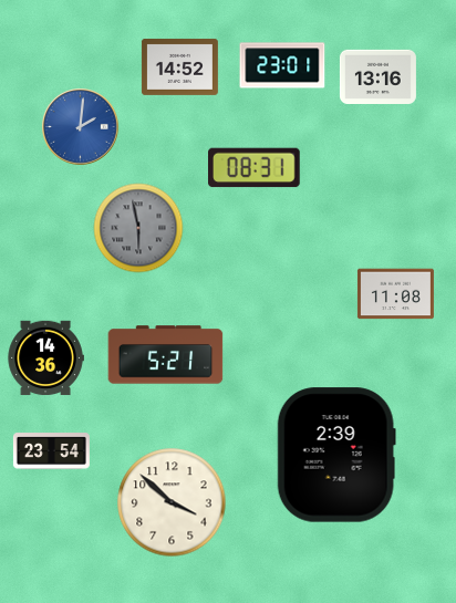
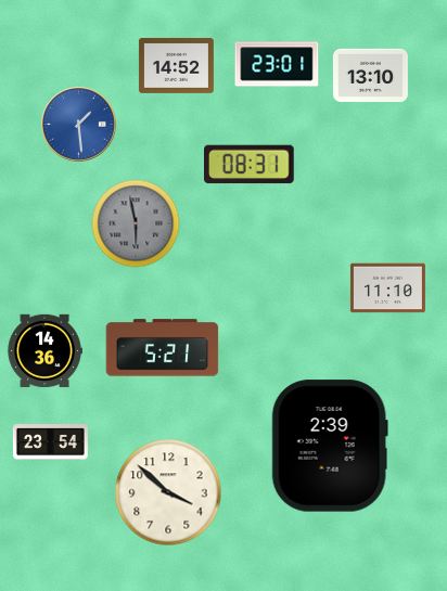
clock at (377, 76): 13:16 -> 13:10
clock at (81, 127): 2:01 -> 1:29
clock at (395, 294): 11:08 -> 11:10
